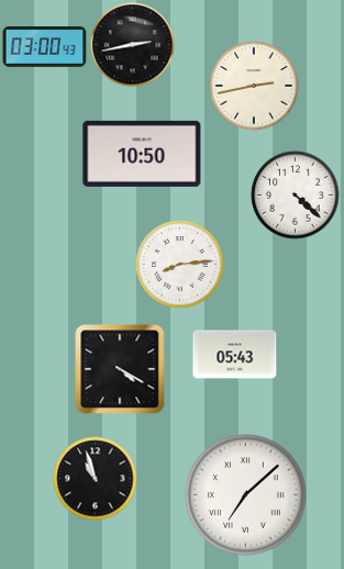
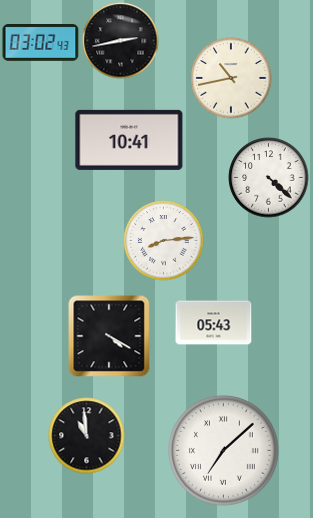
clock at (45, 47): 03:00 -> 03:02
clock at (254, 86): 2:43 -> 10:43
clock at (142, 154): 10:50 -> 10:41
clock at (96, 479): 10:57 -> 10:59
